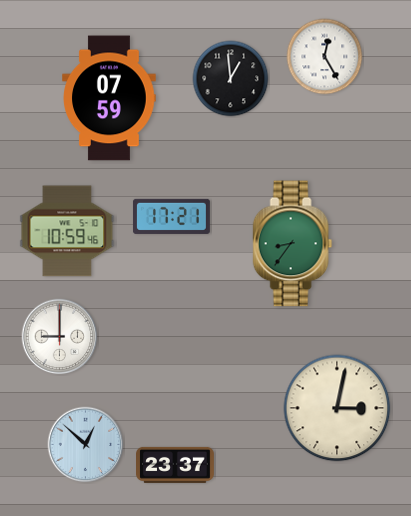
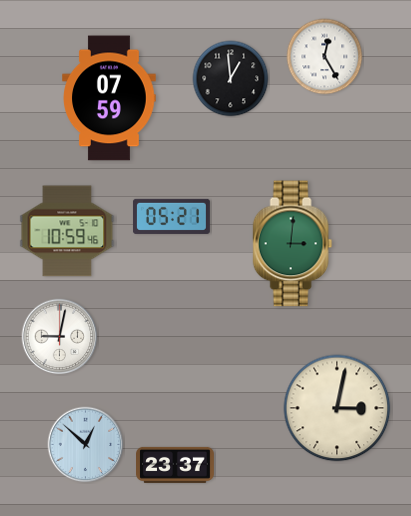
clock at (171, 216): 17:21 -> 05:21
clock at (293, 244): 8:36 -> 3:01
clock at (60, 337): 9:00 -> 9:02
